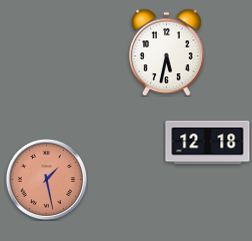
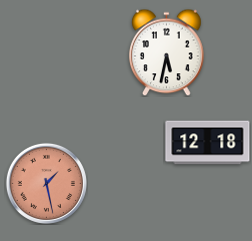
clock at (46, 179) position: (46, 179) -> (46, 183)
